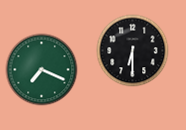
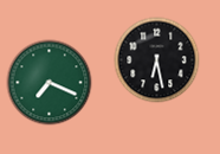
clock at (133, 51): 6:30 -> 6:28
